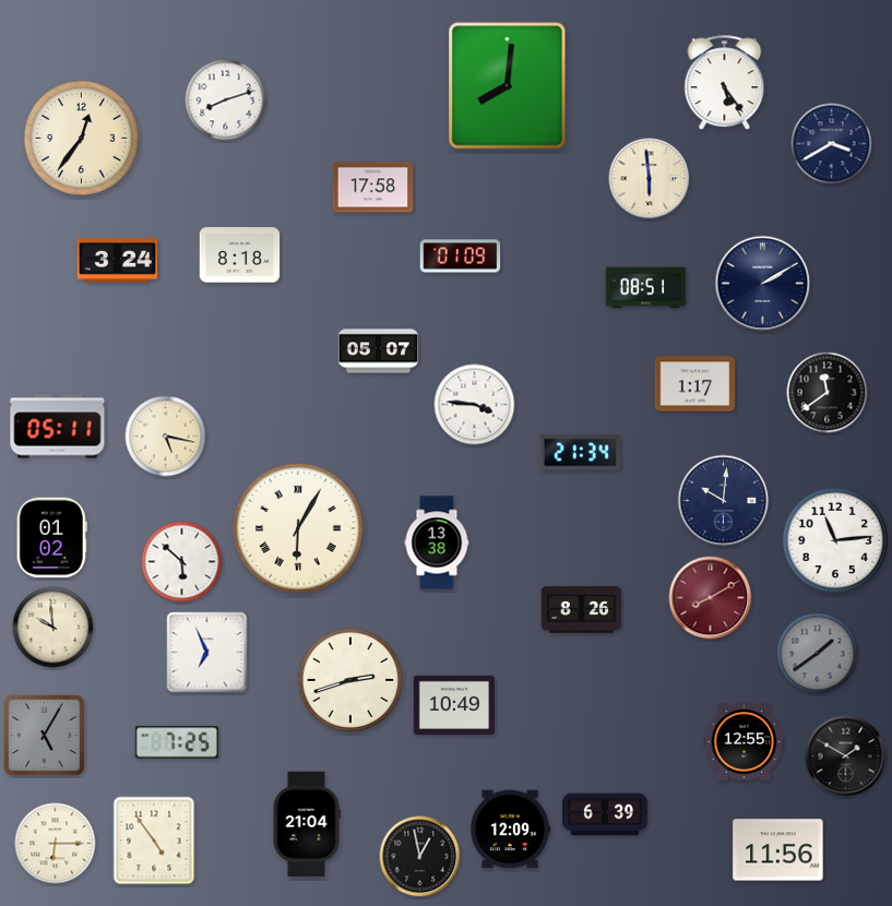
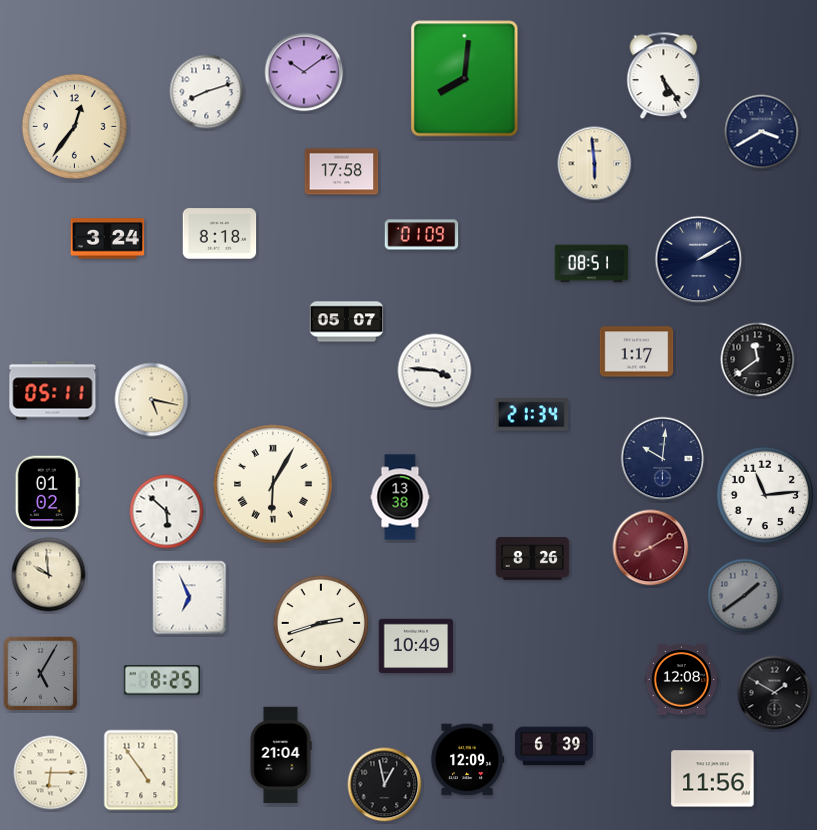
clock at (304, 72): none -> 10:09
clock at (182, 562) position: (182, 562) -> (167, 512)
clock at (818, 654) position: (818, 654) -> (745, 596)
clock at (177, 742): 7:25 -> 8:25
clock at (745, 742): 12:55 -> 12:08
